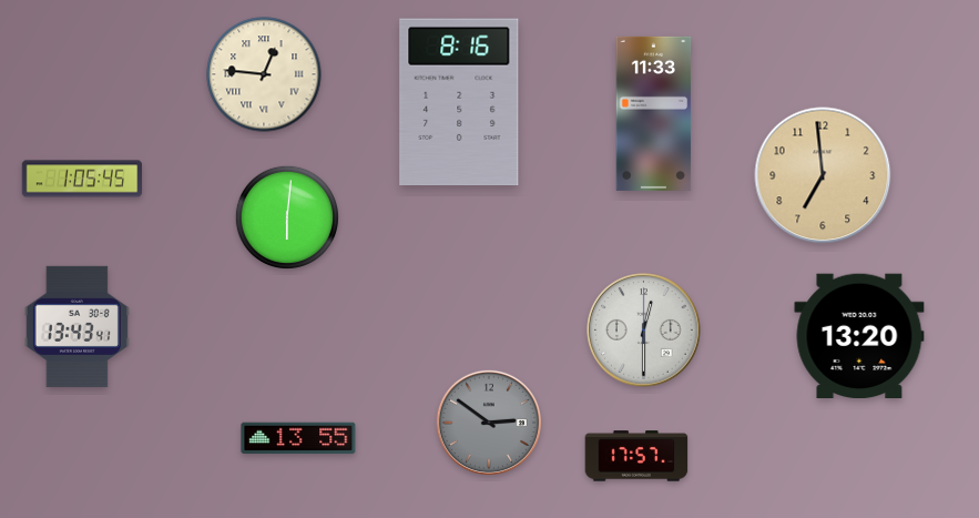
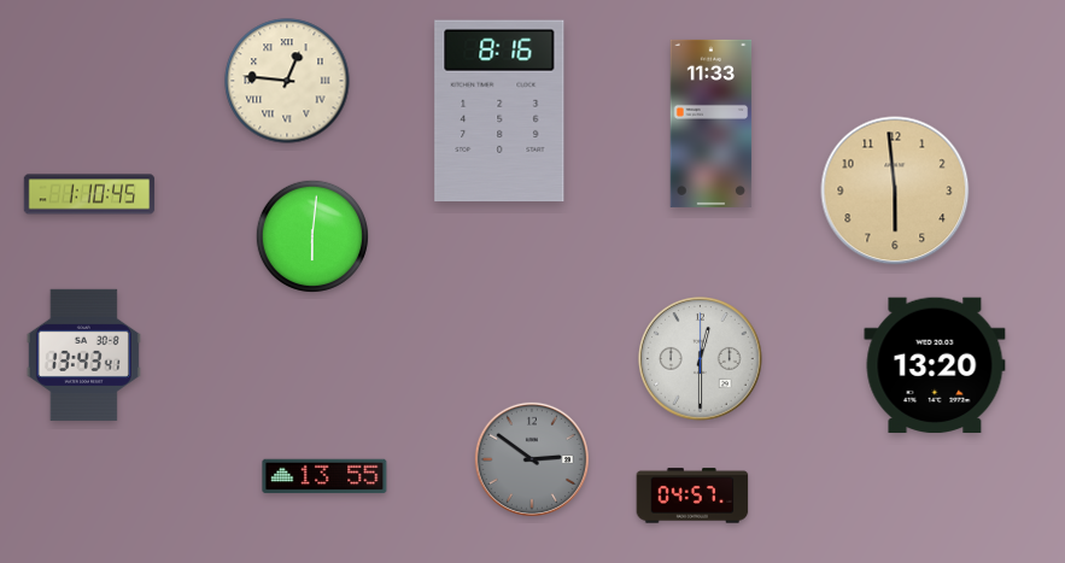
clock at (823, 175): 6:59 -> 5:59
clock at (82, 179): 1:05 -> 1:10
clock at (636, 456): 17:57 -> 04:57
